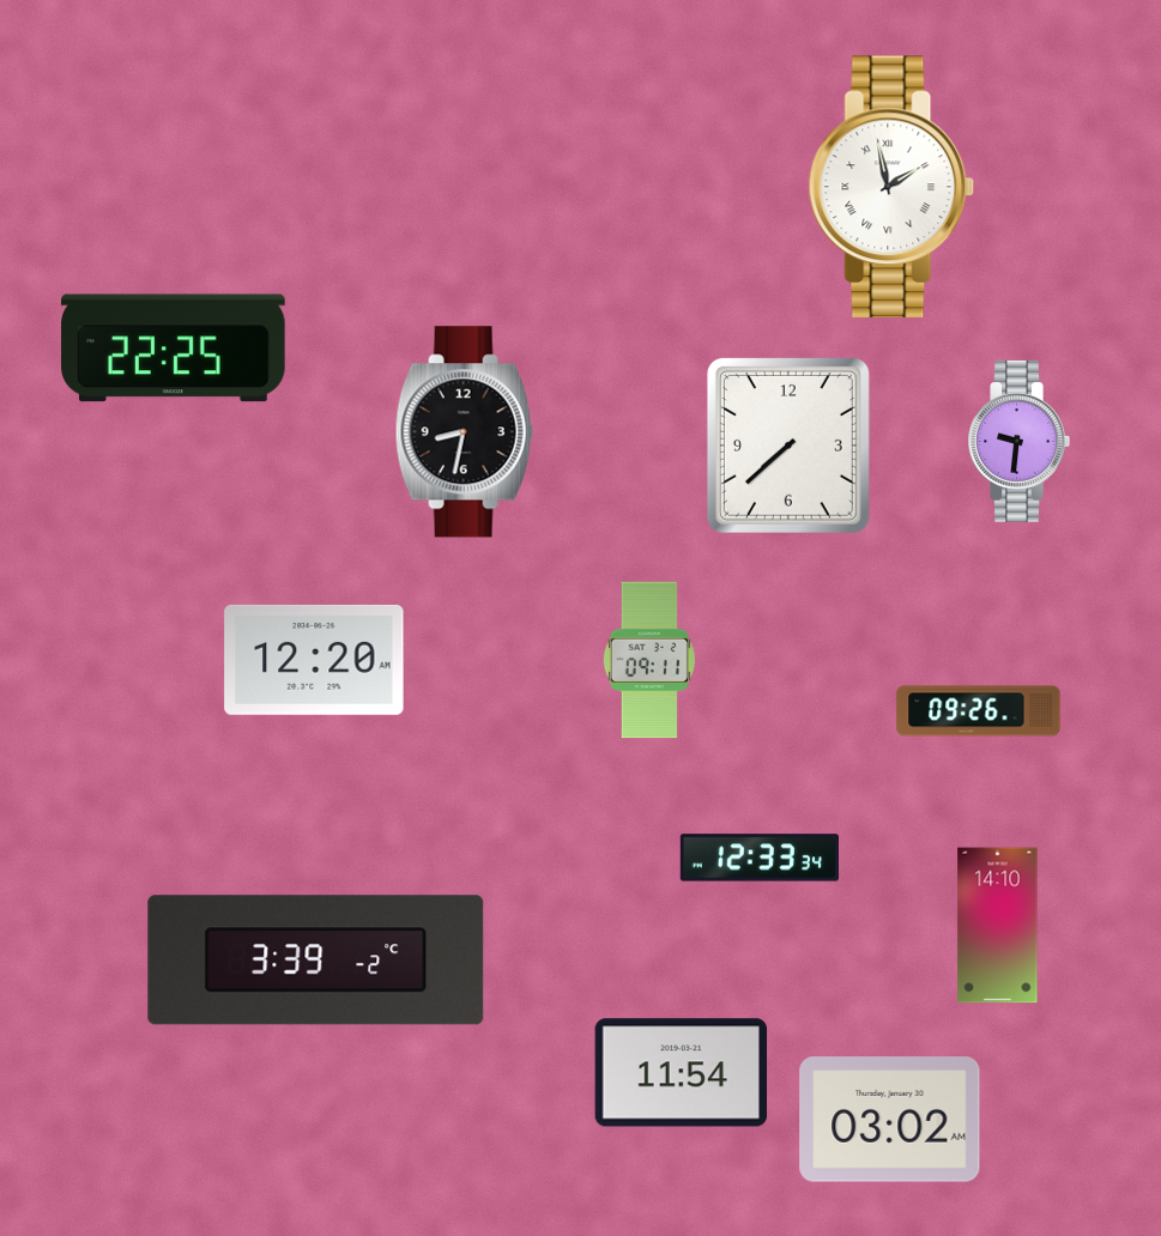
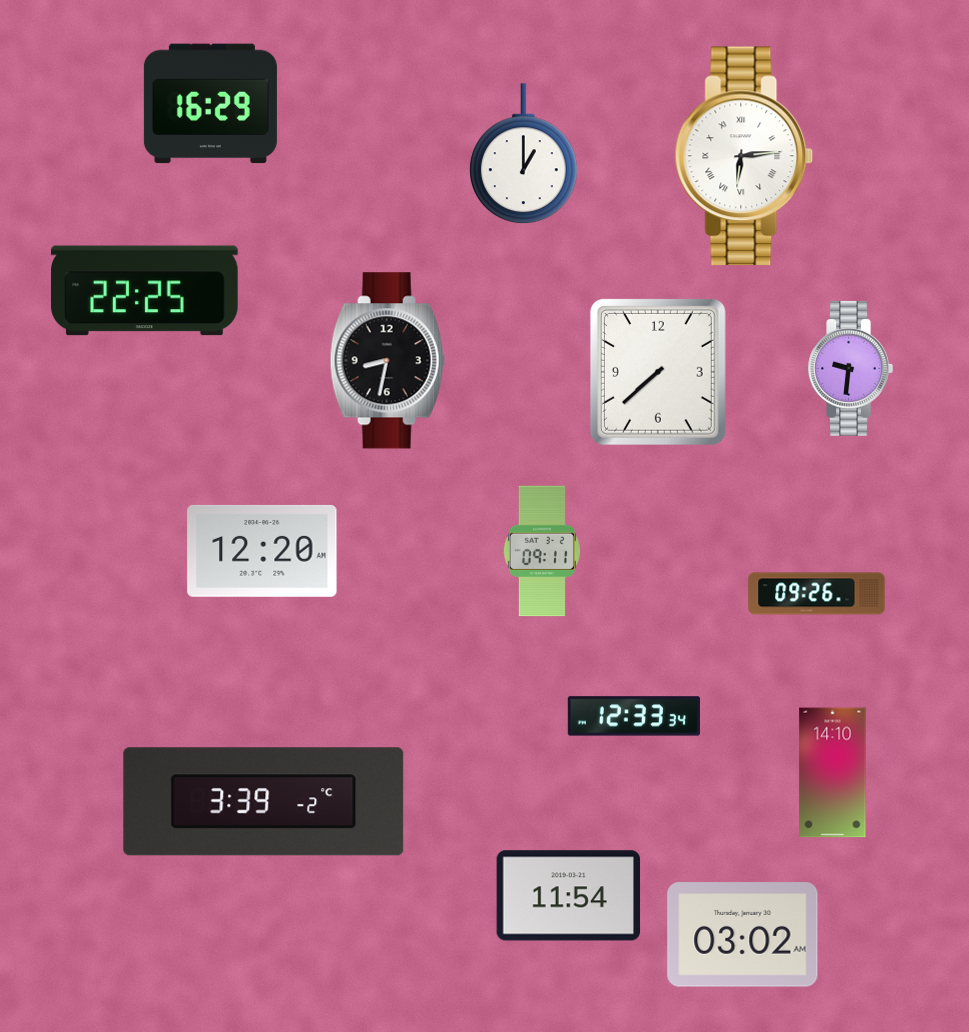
clock at (210, 104): none -> 16:29
clock at (523, 154): none -> 1:00
clock at (891, 187): 1:58 -> 6:14
